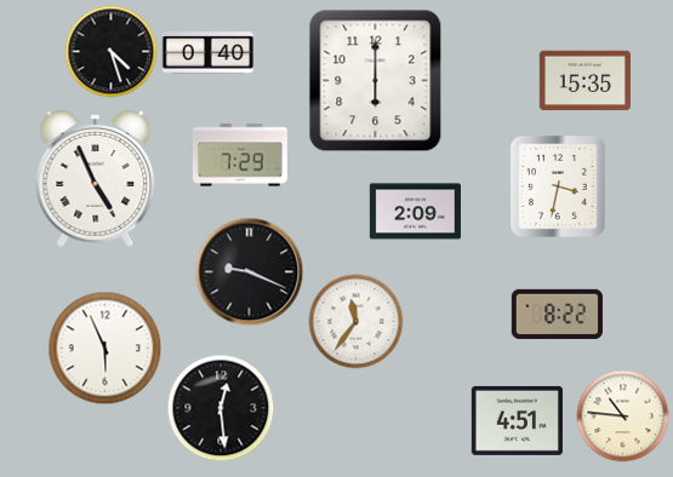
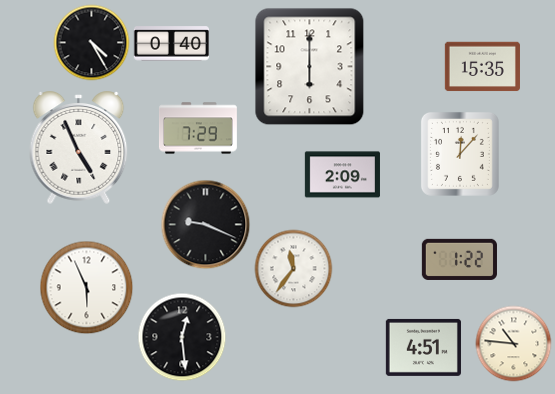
clock at (112, 52): 4:27 -> 4:25
clock at (558, 186): 3:32 -> 12:07
clock at (557, 314): 8:22 -> 1:22
clock at (357, 322) position: (357, 322) -> (294, 269)
clock at (517, 420) position: (517, 420) -> (423, 347)
